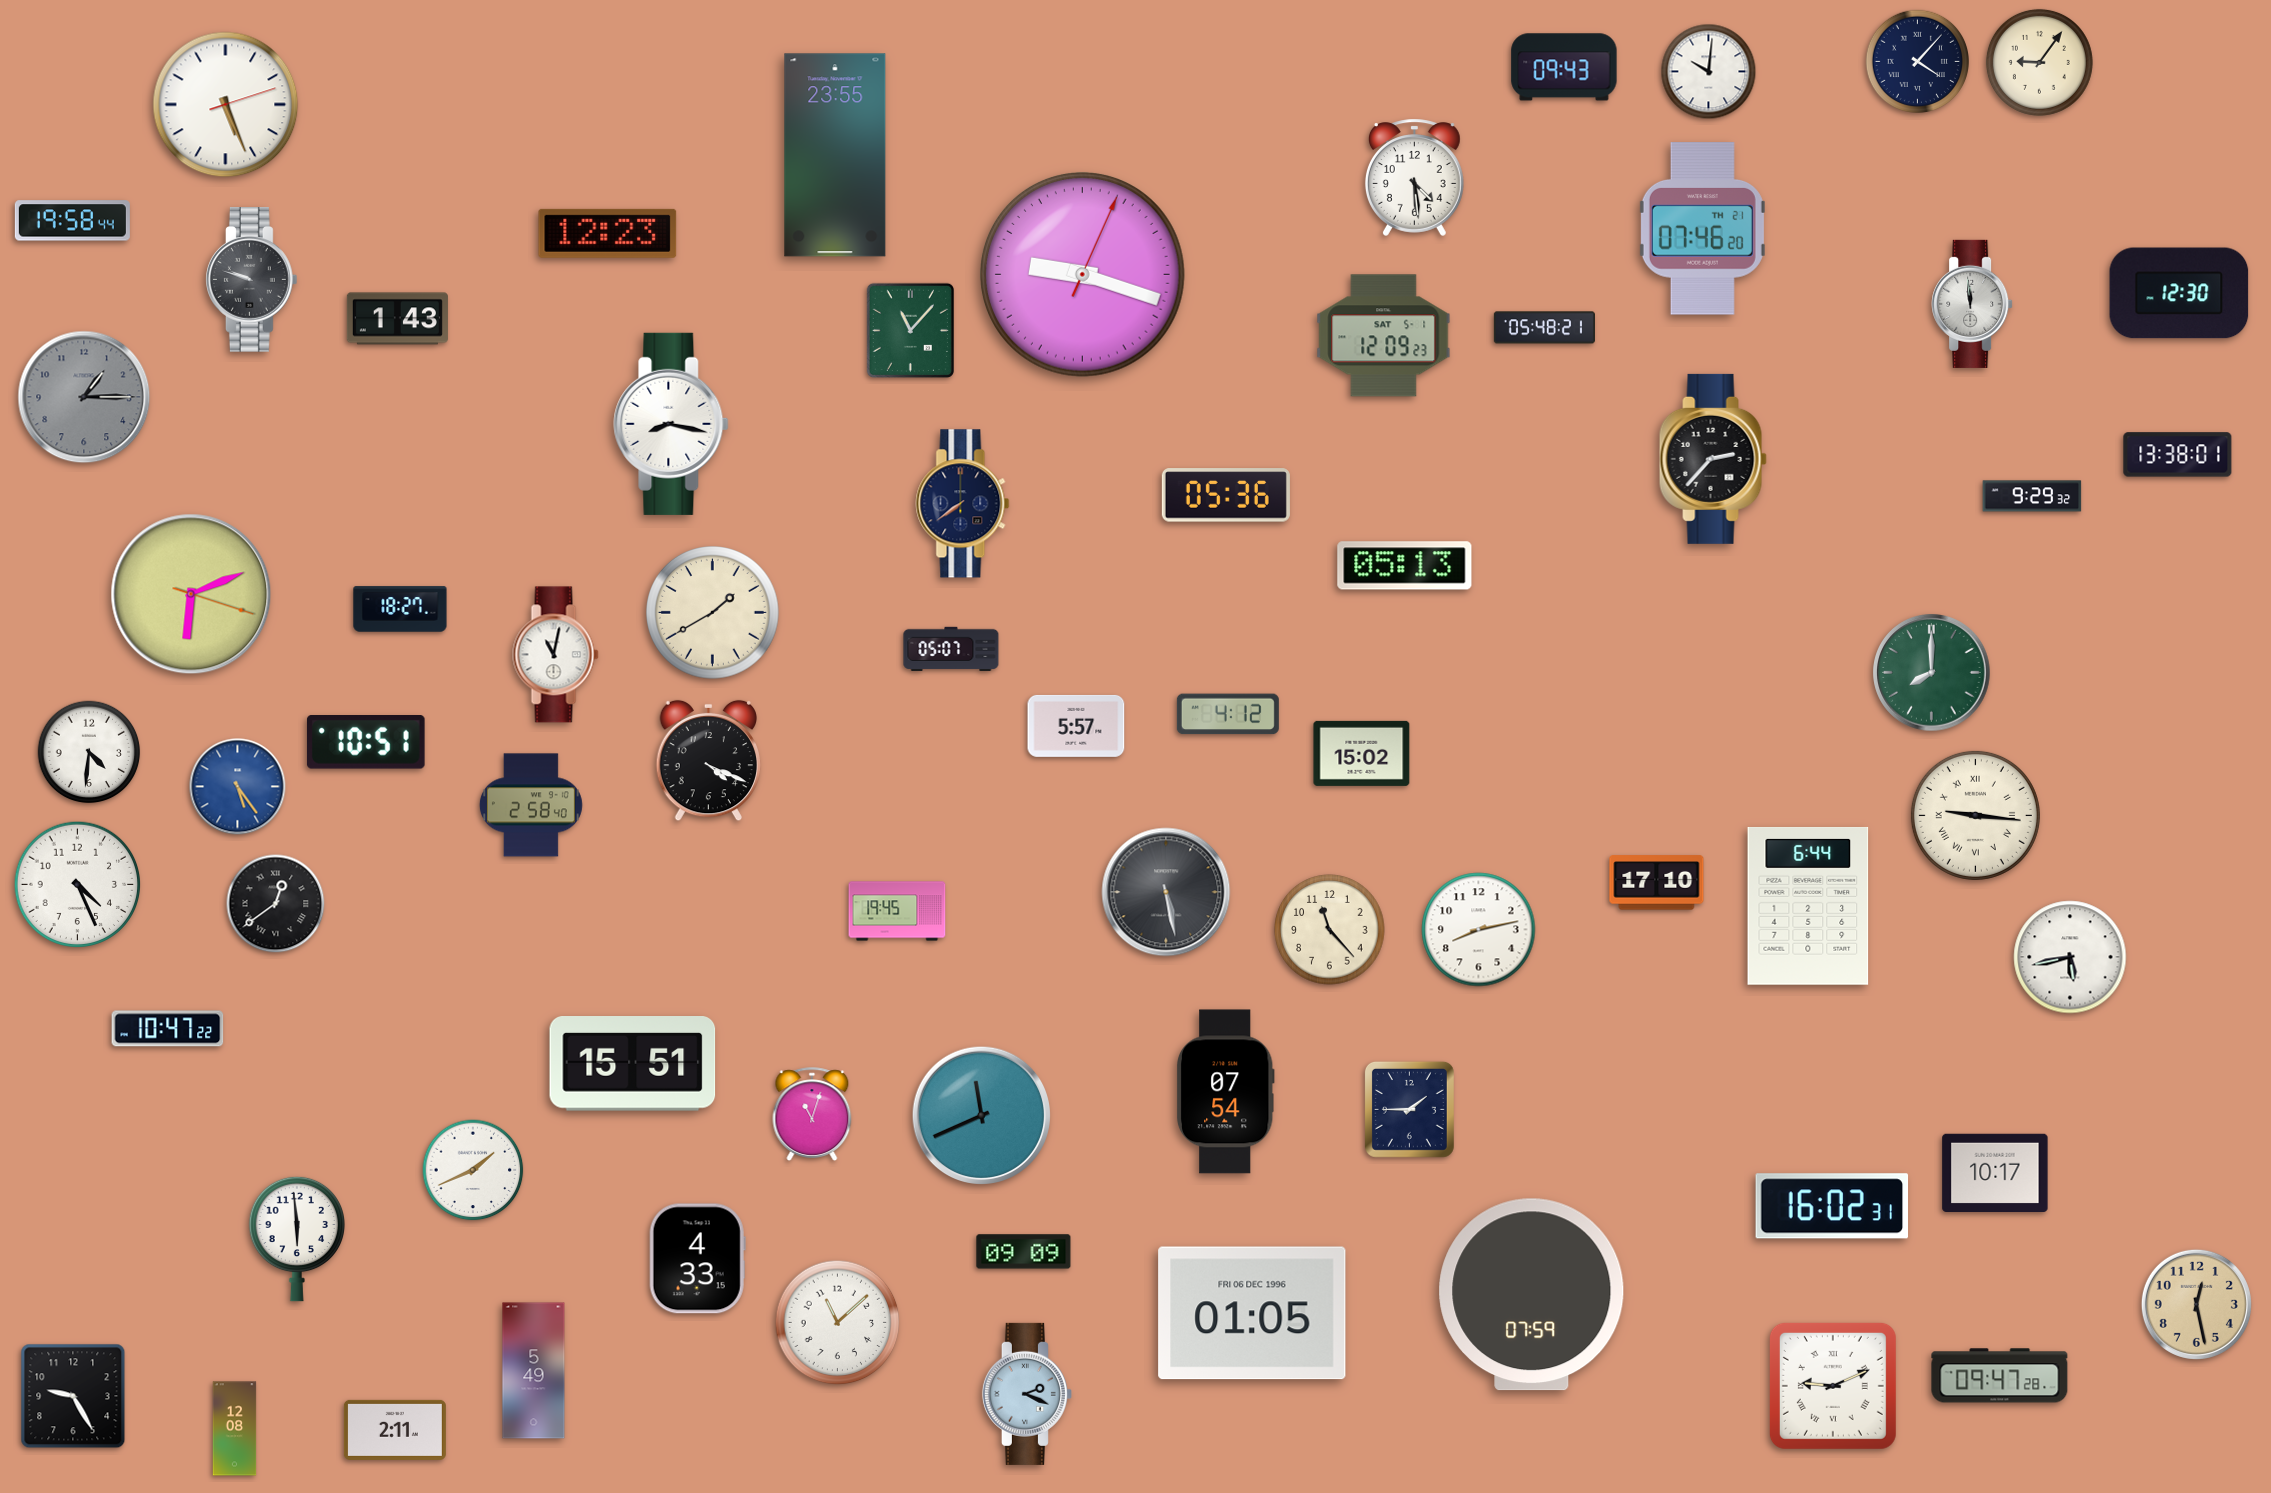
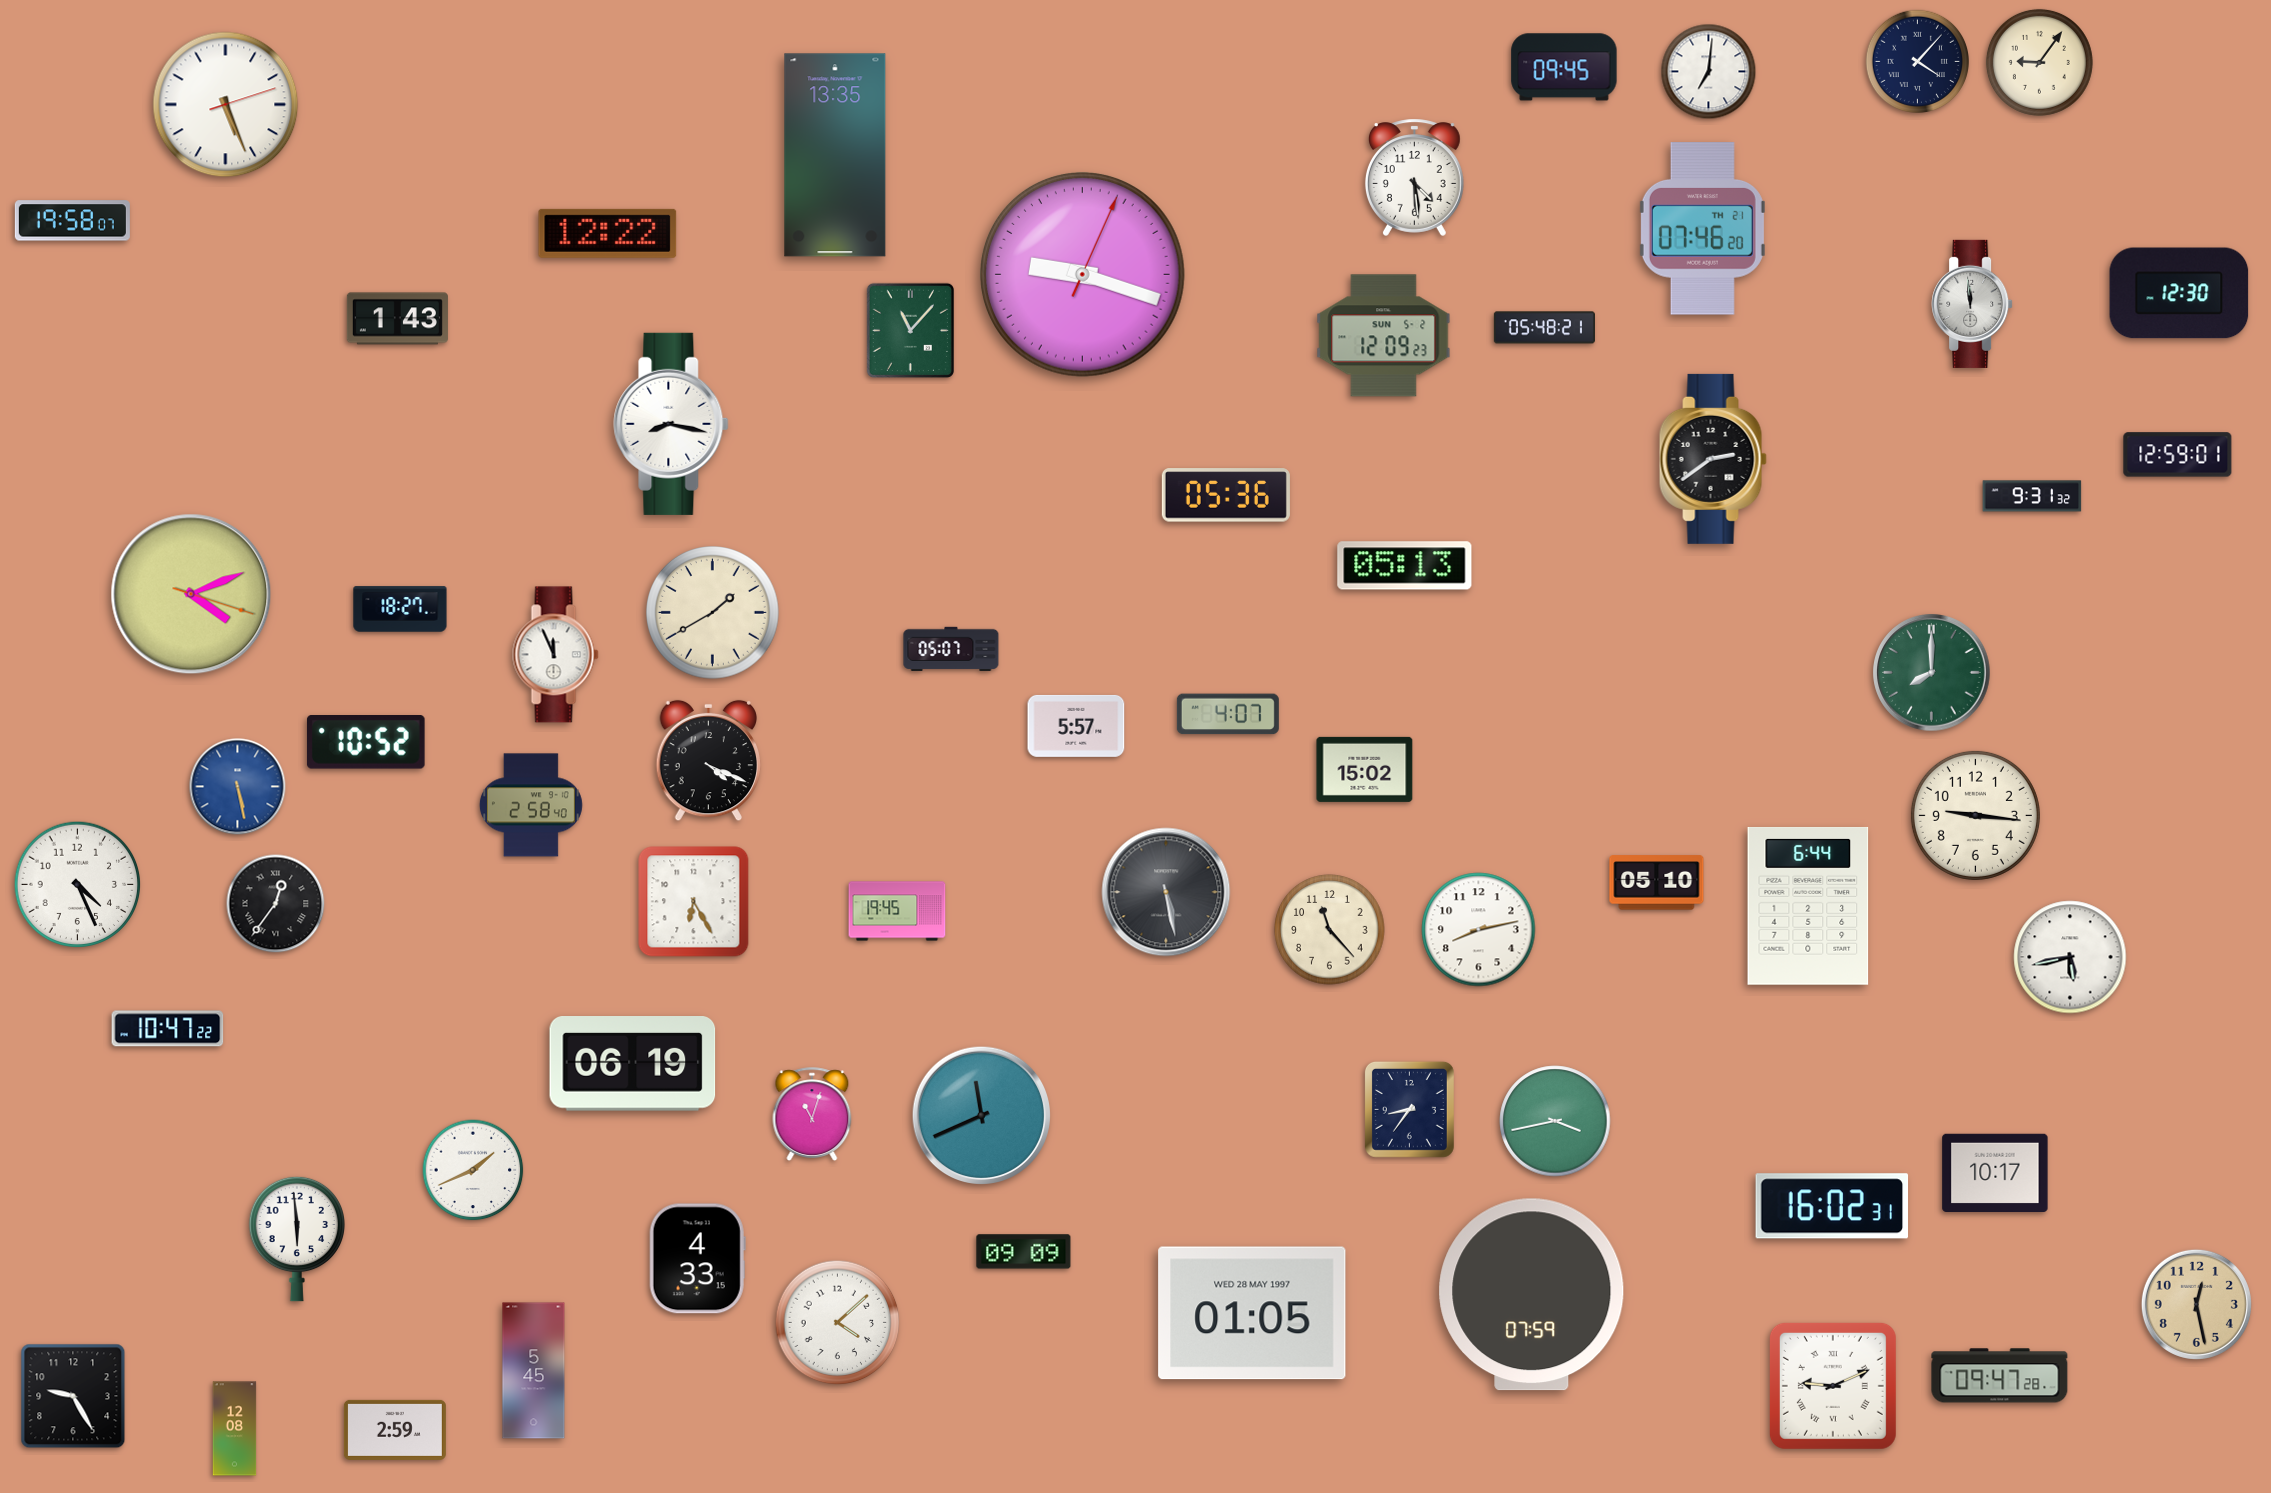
clock at (1564, 67): 09:43 -> 09:45
clock at (1709, 72): 10:01 -> 7:01
clock at (835, 155): 23:55 -> 13:35
clock at (72, 221): 19:58:44 -> 19:58:07
clock at (608, 233): 12:23 -> 12:22
clock at (252, 280): 9:48 -> none
clock at (1384, 336) date: SAT 5-1 -> SUN 5-2
clock at (84, 397): 1:15 -> none
clock at (2178, 455): 13:38 -> 12:59
clock at (1713, 459): 2:37 -> 2:39
clock at (2032, 496): 9:29 -> 9:31
clock at (963, 504): 7:39 -> none
clock at (191, 594): 6:11 -> 4:11
clock at (556, 655): 11:02 -> 11:56
clock at (1228, 714): 4:12 -> 4:07
clock at (366, 743): 10:51 -> 10:52
clock at (89, 752): 4:31 -> none
clock at (1362, 753) position: (1362, 753) -> (1365, 769)
clock at (238, 787): 5:24 -> 5:28
clock at (1975, 815) numerals: Roman -> Arabic
clock at (1657, 883): 17:10 -> 05:10
clock at (694, 902): none -> 6:25
clock at (276, 904): 12:39 -> 12:36
clock at (633, 1064): 15:51 -> 06:19
clock at (1225, 1092): 07:54 -> none
clock at (1409, 1109): 1:45 -> 8:36
clock at (1555, 1121): none -> 3:43
clock at (1252, 1313) date: FRI 06 DEC 1996 -> WED 28 MAY 1997
clock at (838, 1323): 11:08 -> 4:08
clock at (534, 1371): 5:49 -> 5:45
clock at (1027, 1394): 2:19 -> none
clock at (395, 1430): 2:11 -> 2:59
